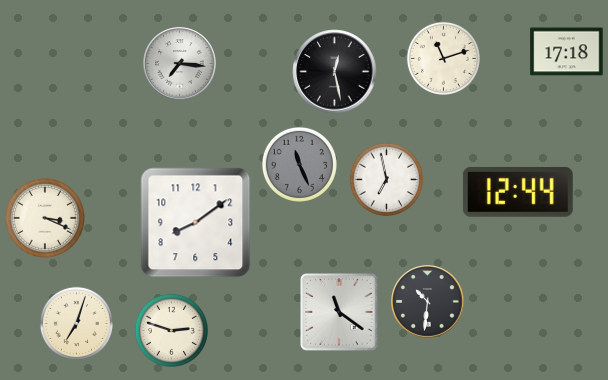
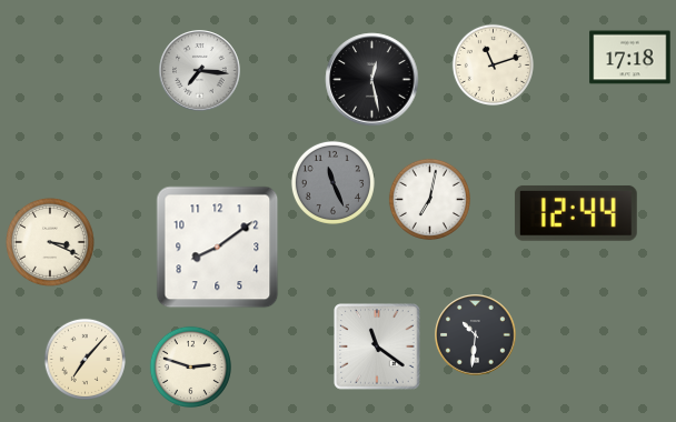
clock at (386, 179): 6:58 -> 7:02
clock at (76, 323): 7:03 -> 7:07
